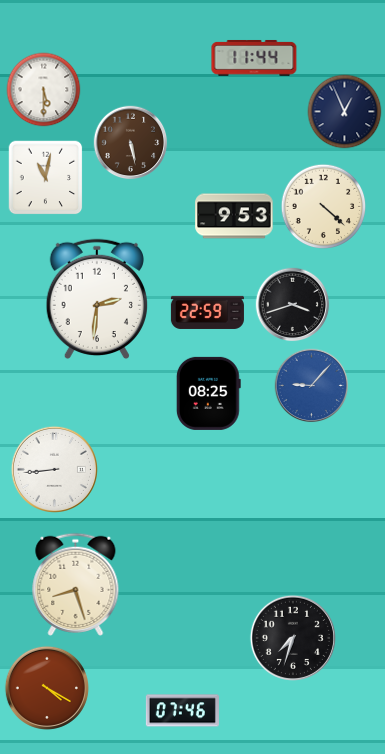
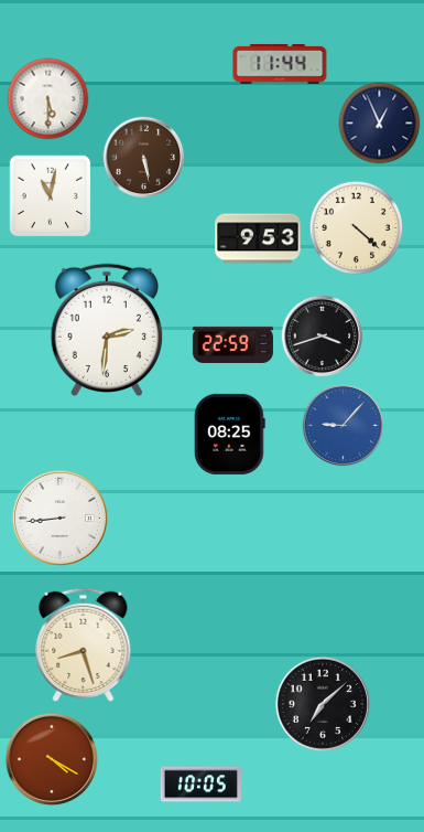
clock at (207, 312) position: (207, 312) -> (232, 344)
clock at (293, 638): 7:33 -> 7:08
clock at (182, 711): 07:46 -> 10:05
